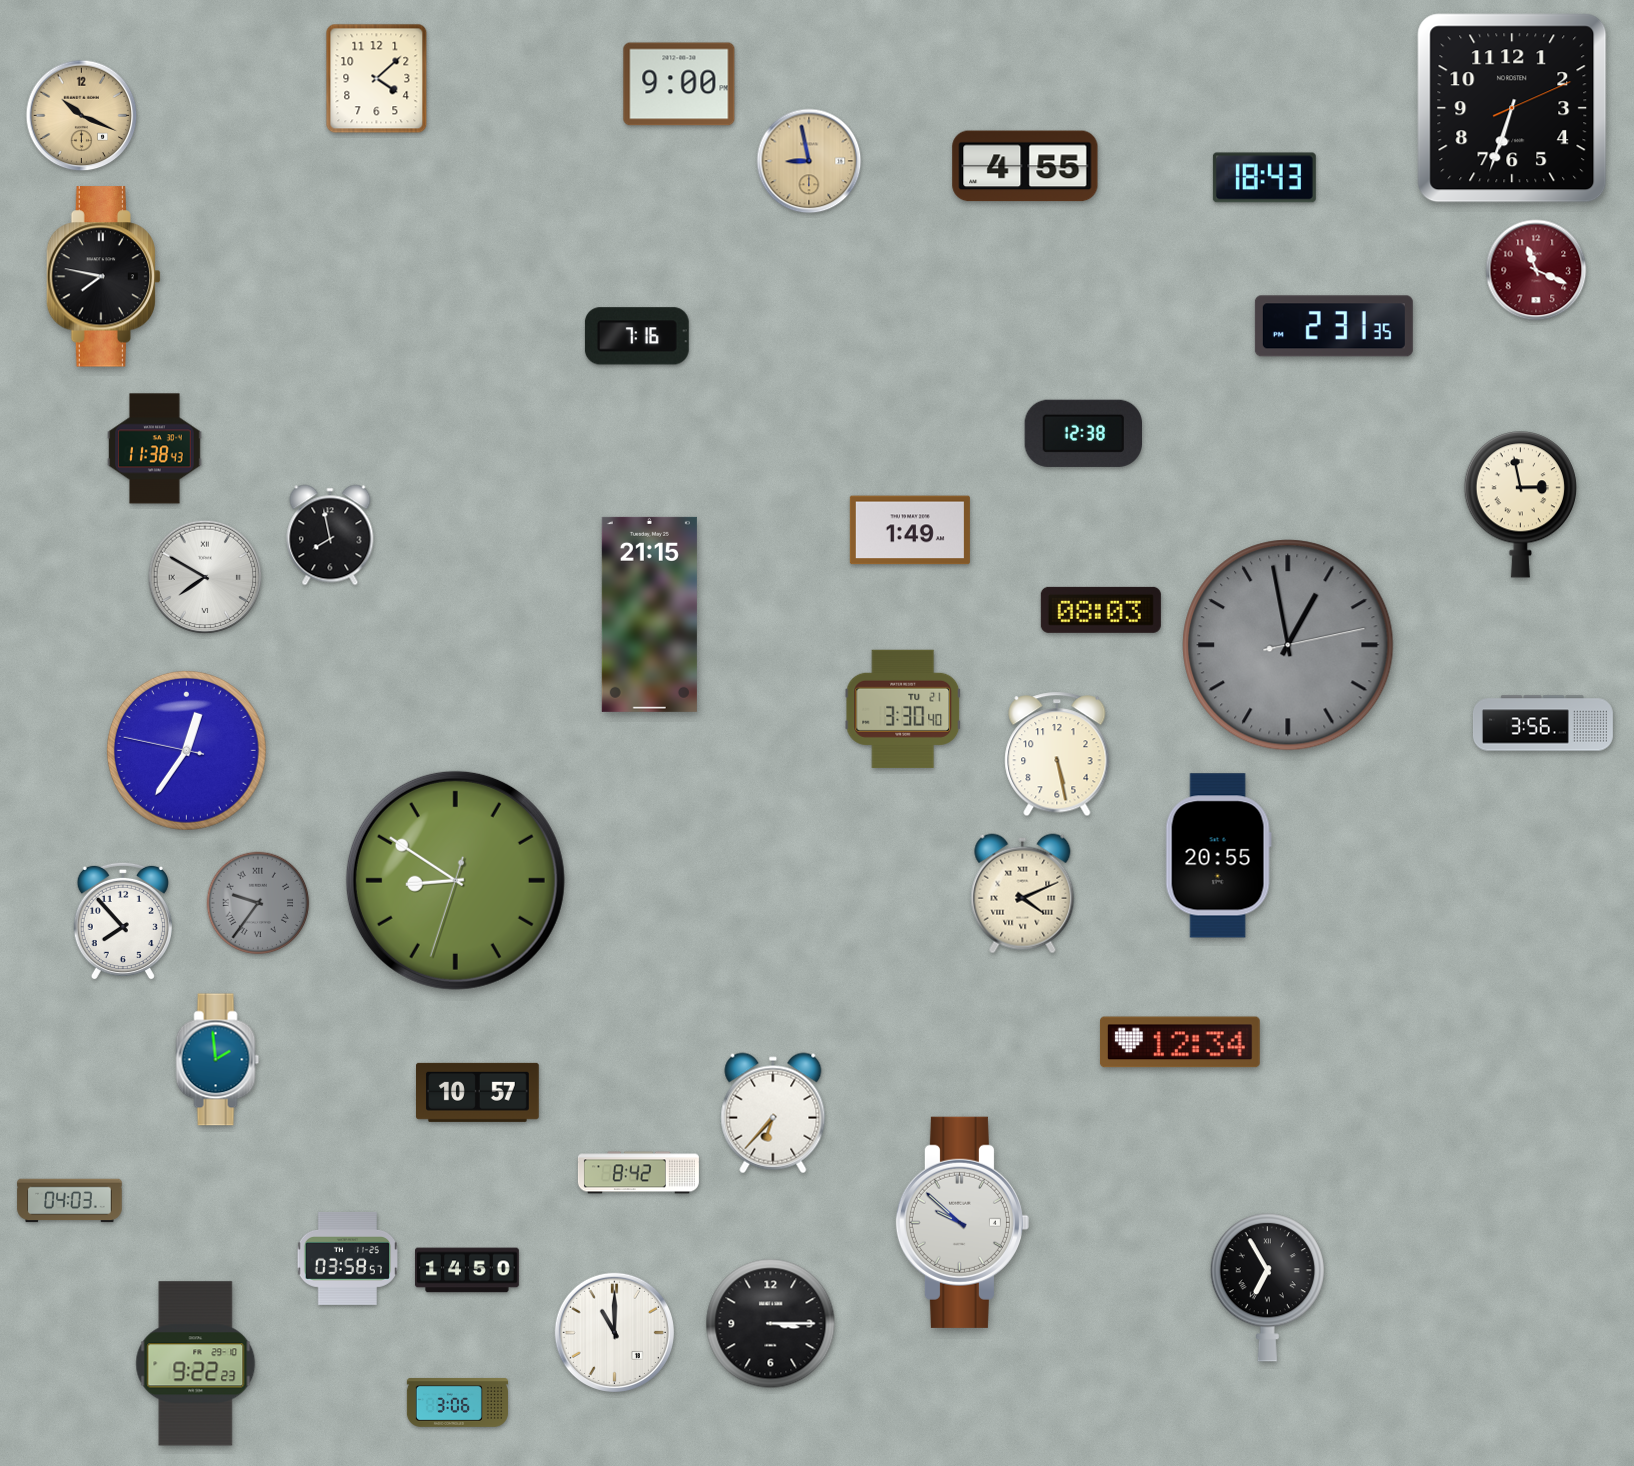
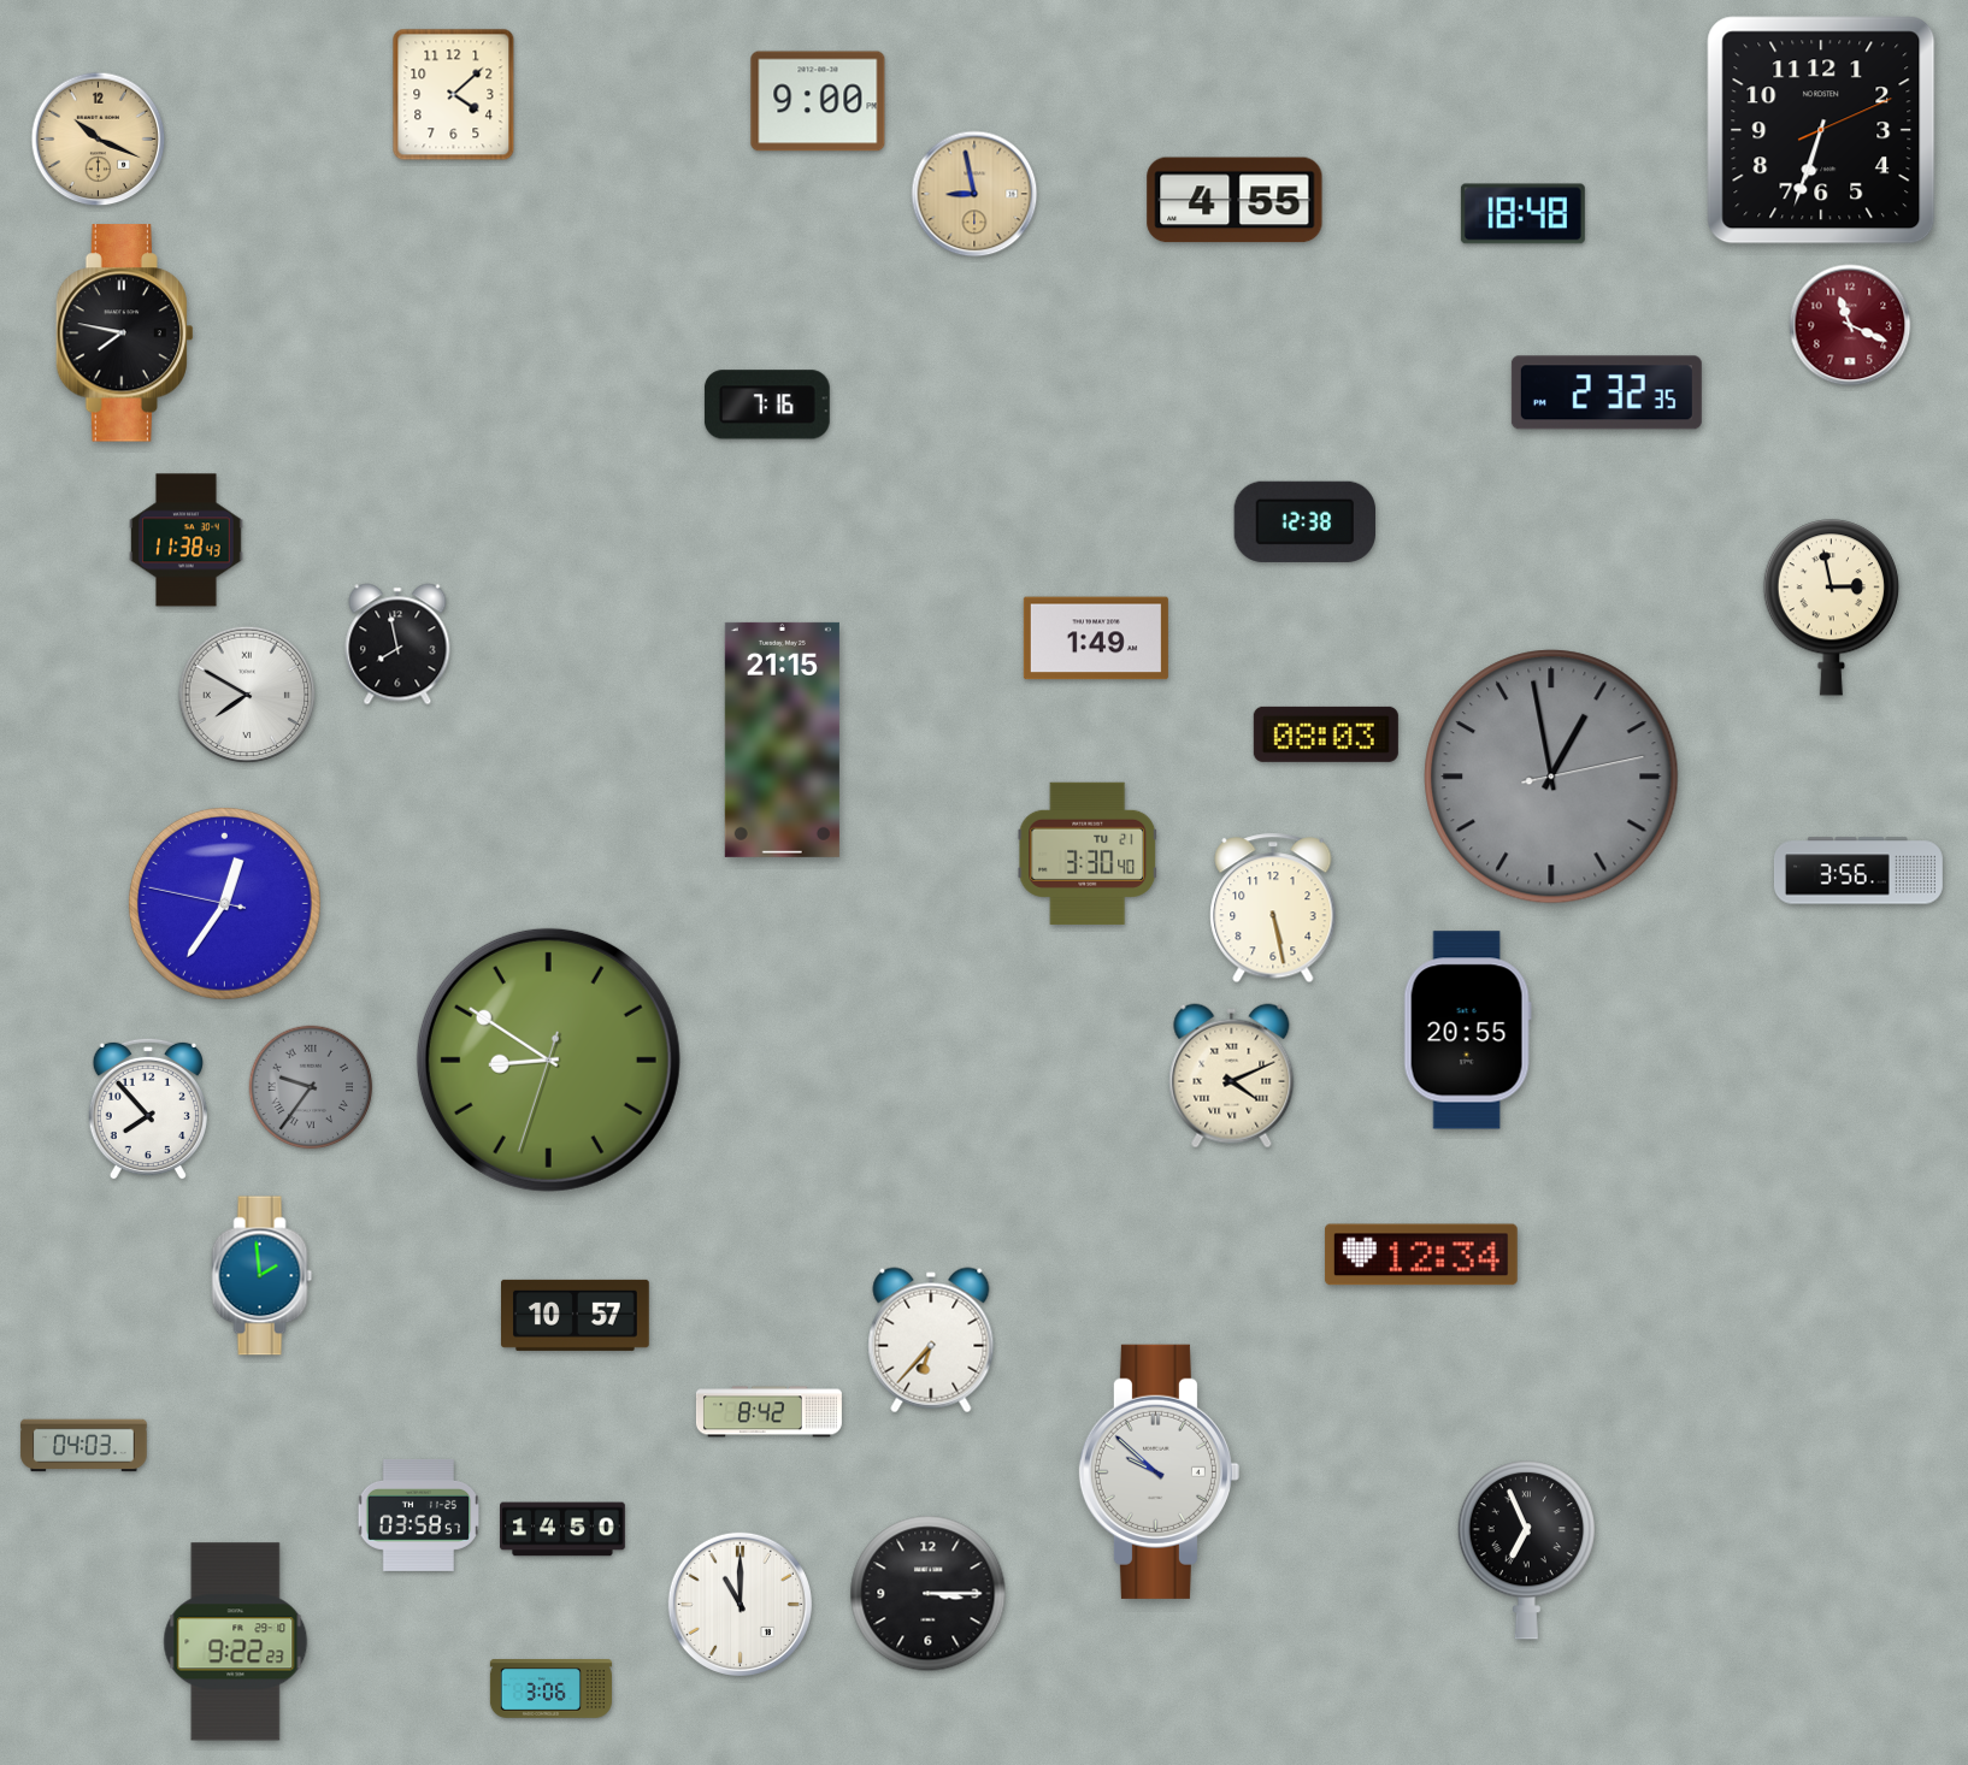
clock at (1264, 178): 18:43 -> 18:48
clock at (1334, 326): 2:31 -> 2:32
clock at (1267, 1288): 6:55 -> 6:56
